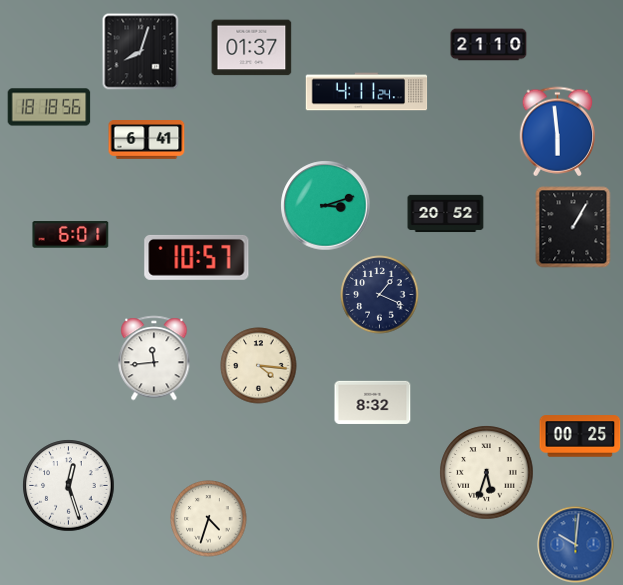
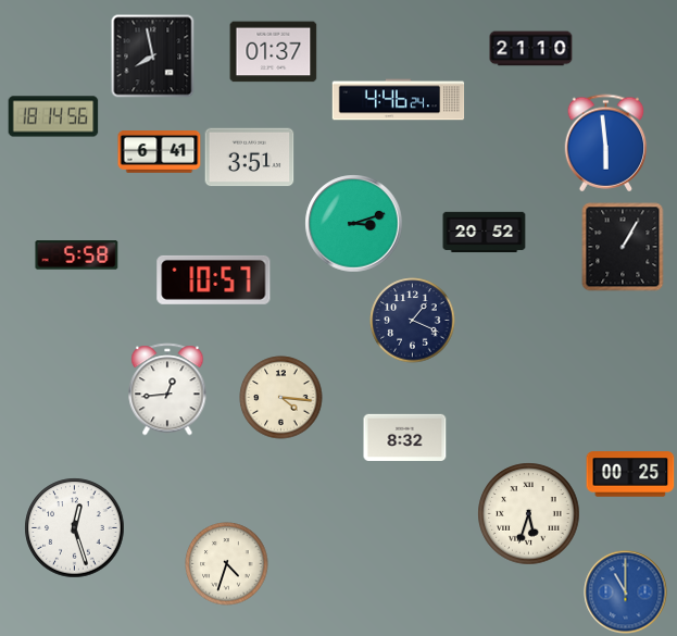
clock at (141, 52): 8:03 -> 7:58
clock at (367, 92): 4:11 -> 4:46
clock at (49, 107): 18:18 -> 18:14
clock at (250, 158): none -> 3:51
clock at (71, 235): 6:01 -> 5:58
clock at (154, 358): 11:44 -> 12:44
clock at (576, 545): 10:01 -> 11:00
